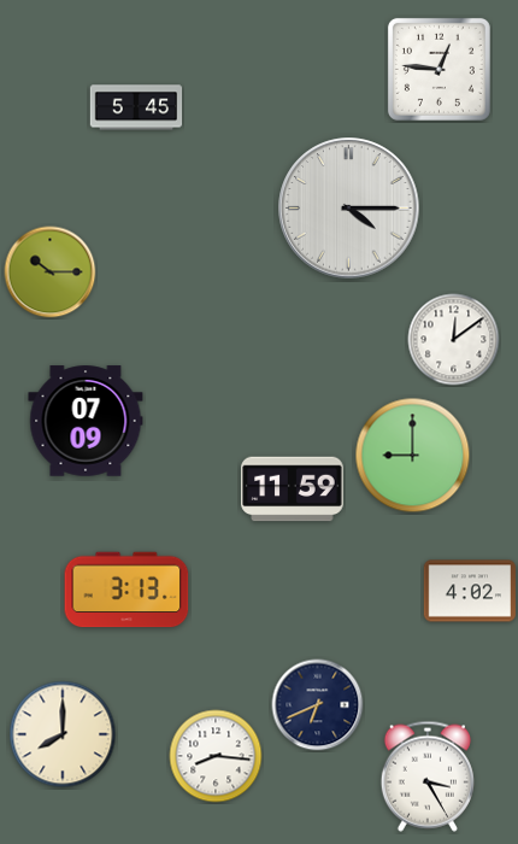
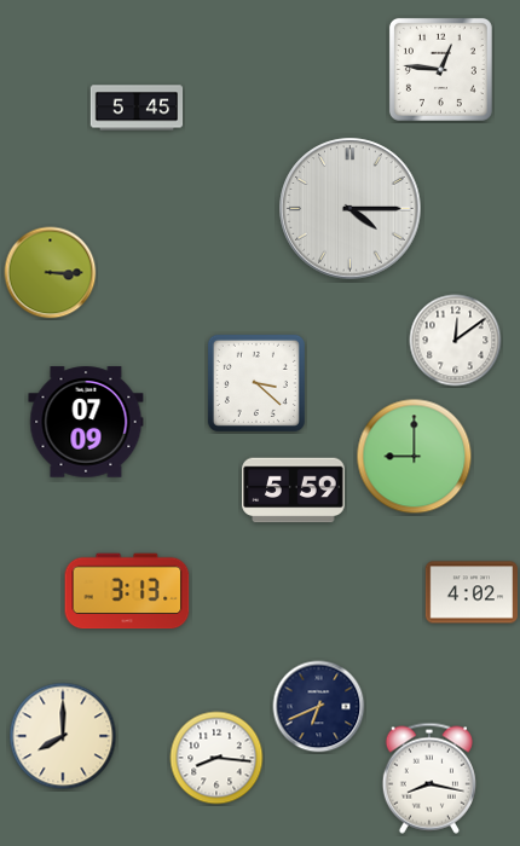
clock at (51, 272): 10:15 -> 3:15
clock at (256, 383): none -> 3:22
clock at (293, 490): 11:59 -> 5:59
clock at (428, 776): 3:25 -> 8:17
